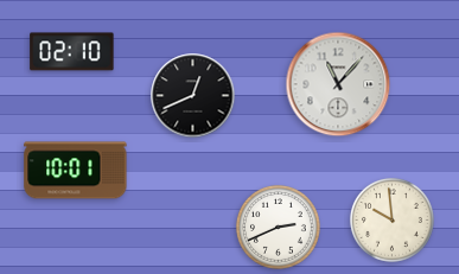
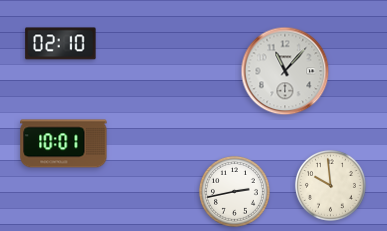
clock at (193, 96): 12:41 -> none
clock at (278, 227): 2:41 -> 2:43
